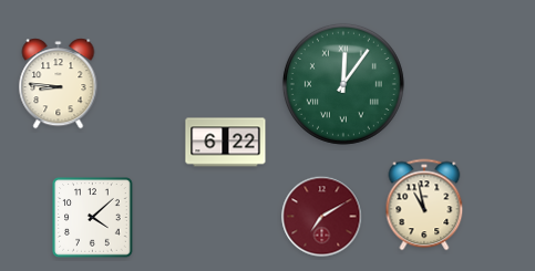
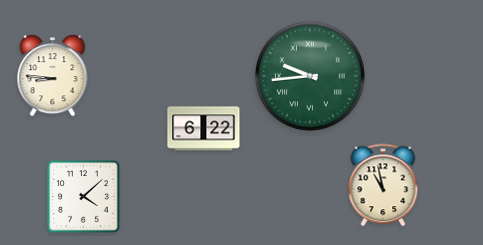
clock at (343, 84): 12:06 -> 9:44
clock at (322, 217): 7:10 -> none
